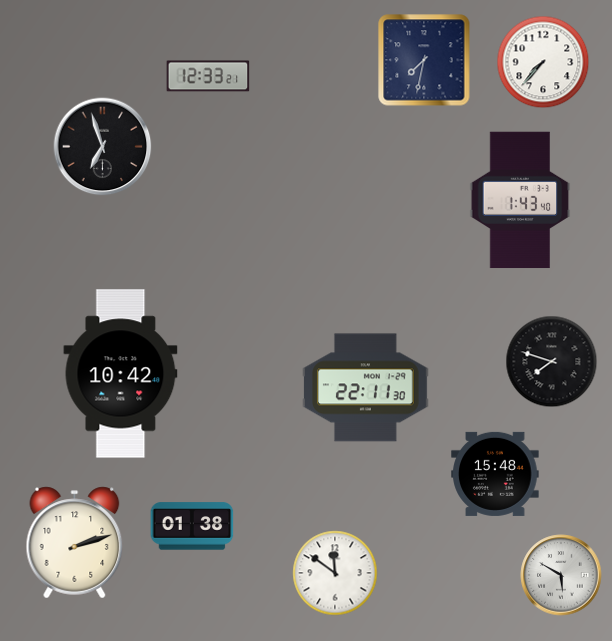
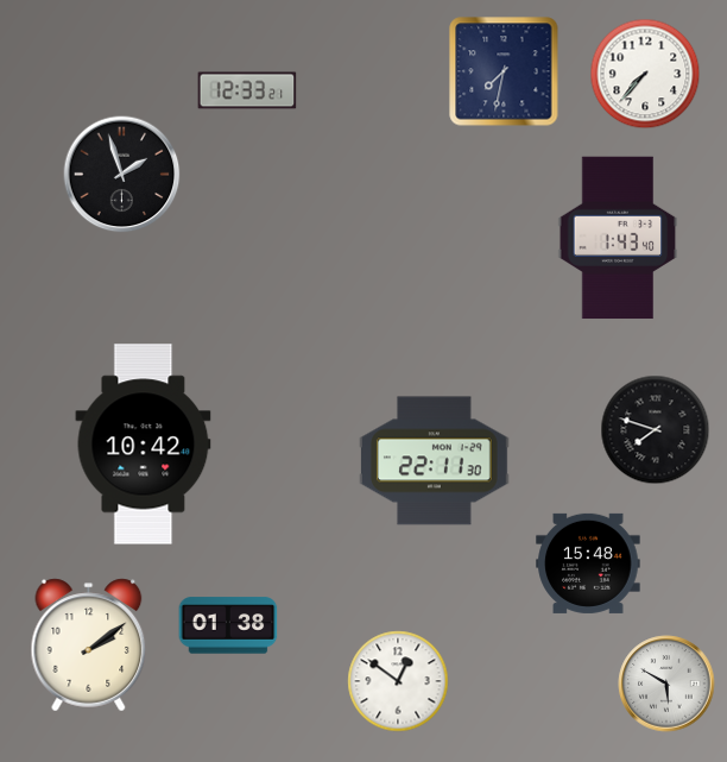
clock at (103, 147): 6:57 -> 1:57
clock at (75, 543): 2:12 -> 2:09
clock at (335, 573): 11:51 -> 12:51
